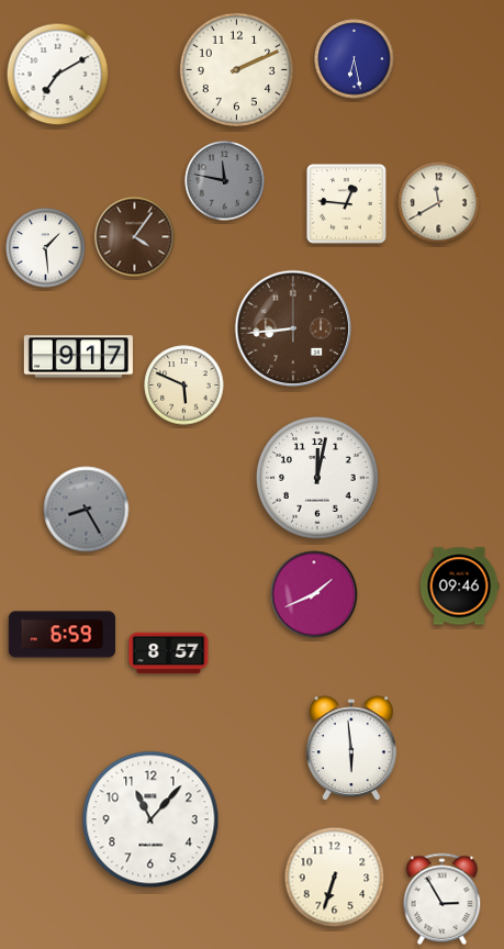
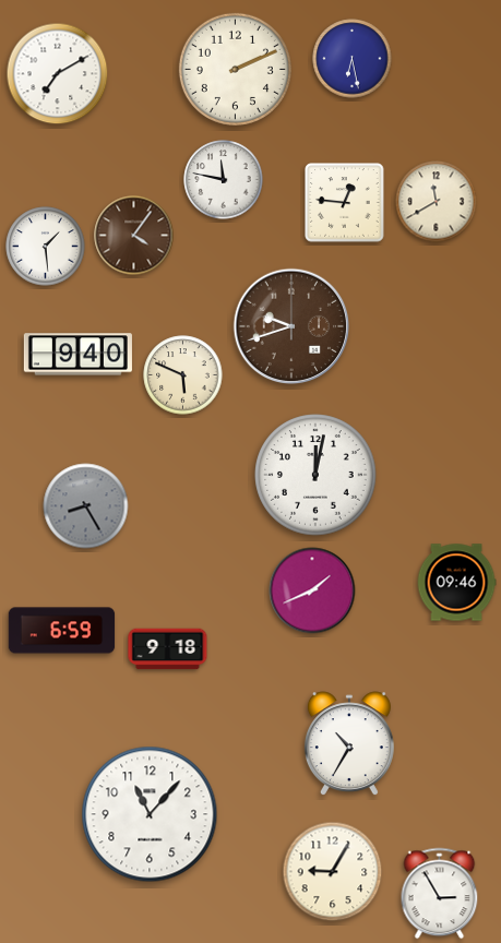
clock at (225, 181) dial: grey -> white
clock at (293, 328): 8:44 -> 9:42
clock at (78, 357): 9:17 -> 9:40
clock at (184, 386) position: (184, 386) -> (183, 375)
clock at (169, 654): 8:57 -> 9:18
clock at (351, 749): 5:59 -> 10:35
clock at (335, 878): 6:33 -> 9:05
